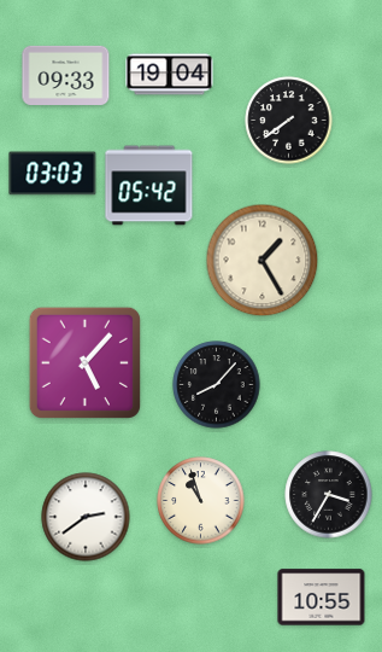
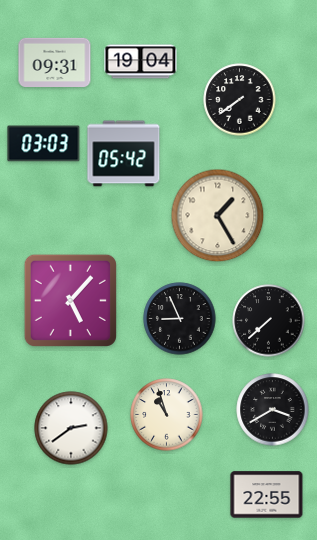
clock at (66, 75): 09:33 -> 09:31
clock at (217, 385): 8:07 -> 8:56
clock at (269, 321): none -> 7:38
clock at (329, 495): 3:35 -> 3:40
clock at (322, 598): 10:55 -> 22:55
